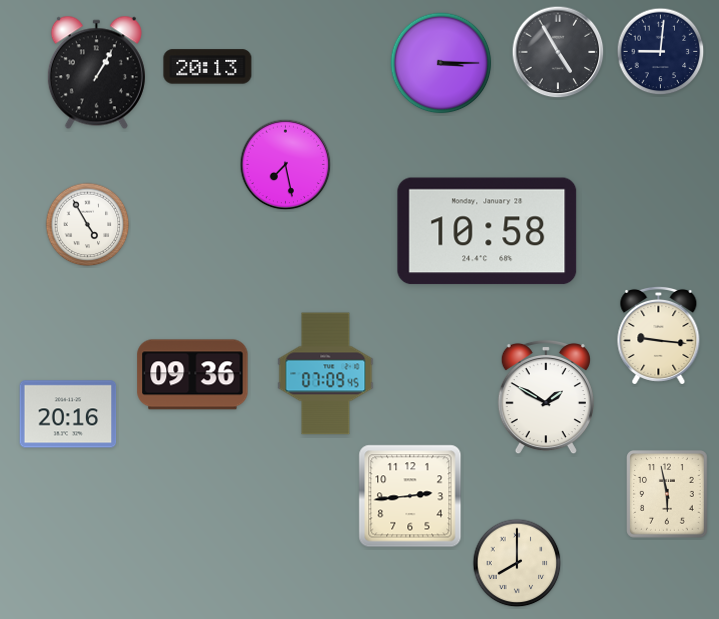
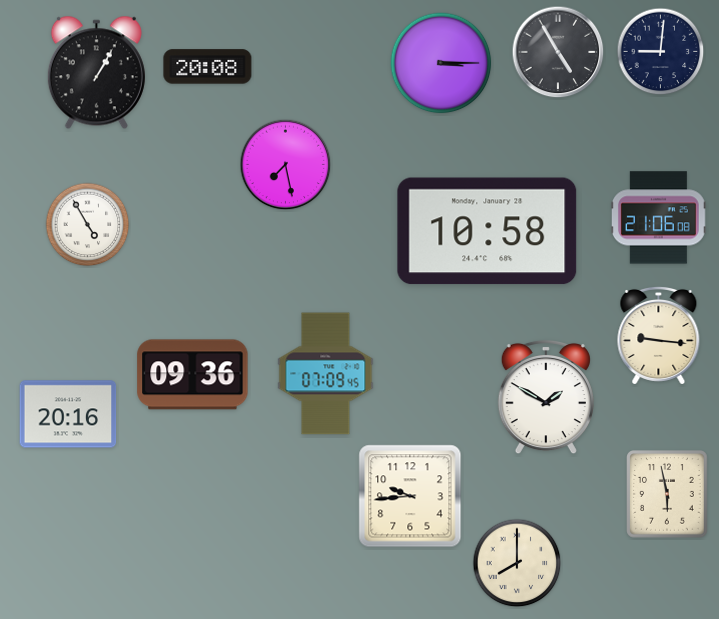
clock at (208, 67): 20:13 -> 20:08
clock at (659, 218): none -> 21:06
clock at (410, 496): 2:44 -> 9:44
